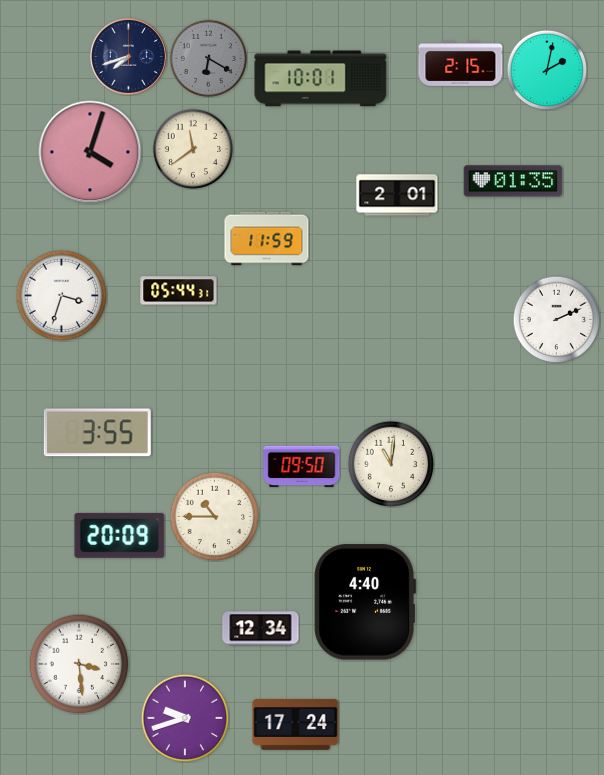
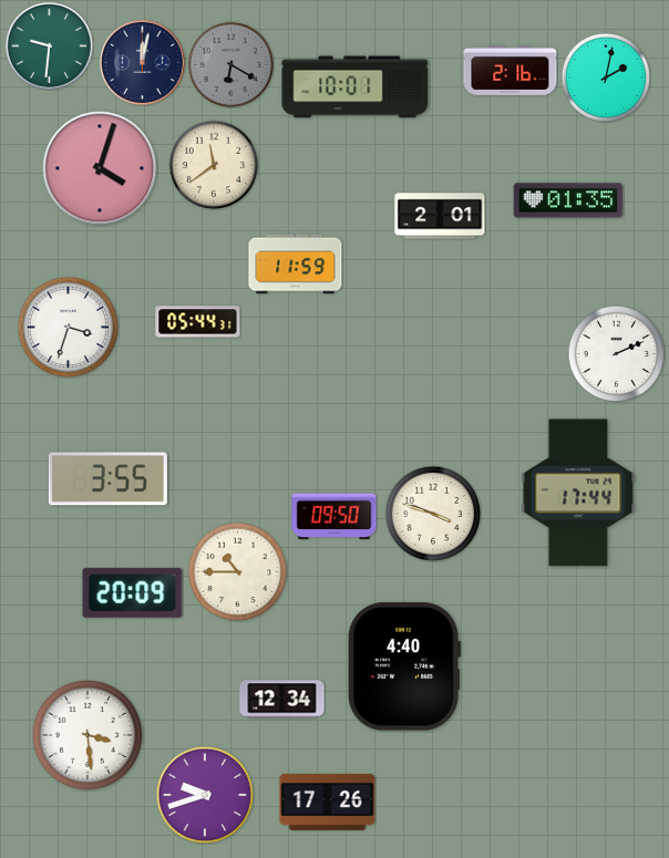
clock at (49, 45): none -> 9:31
clock at (129, 57): 7:42 -> 12:02
clock at (461, 63): 2:15 -> 2:16
clock at (578, 493): none -> 17:44
clock at (391, 464): 11:01 -> 3:48
clock at (261, 629) position: (261, 629) -> (282, 700)
clock at (296, 725): 17:24 -> 17:26
